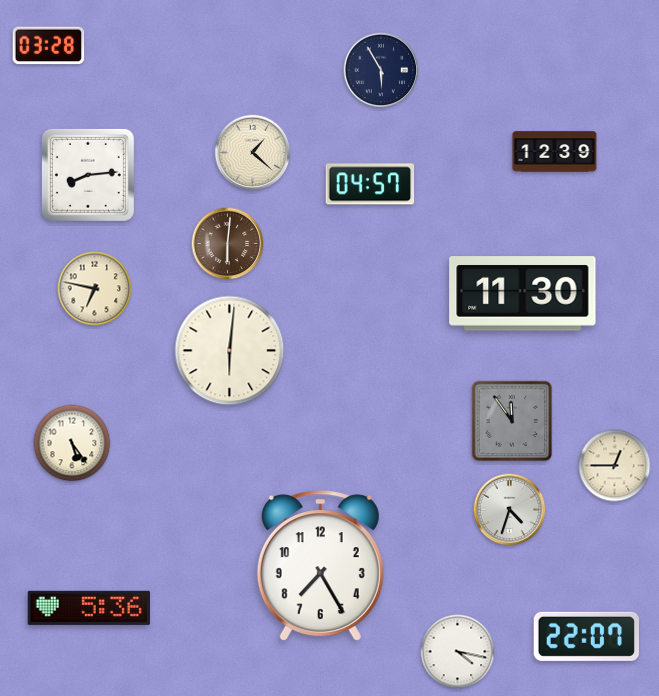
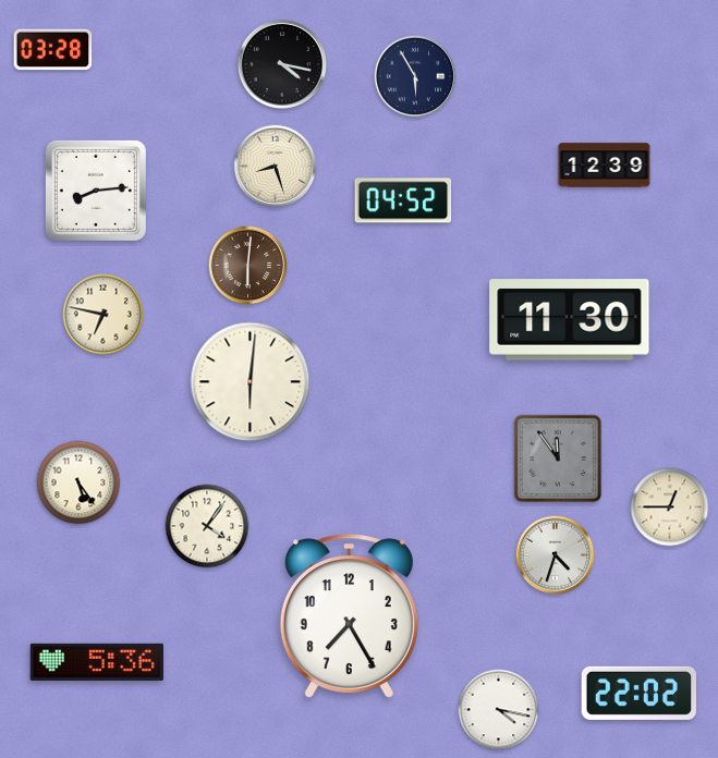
clock at (282, 64): none -> 4:17
clock at (253, 153): 1:22 -> 8:27
clock at (370, 184): 04:57 -> 04:52
clock at (207, 526): none -> 4:06
clock at (586, 636): 22:07 -> 22:02
